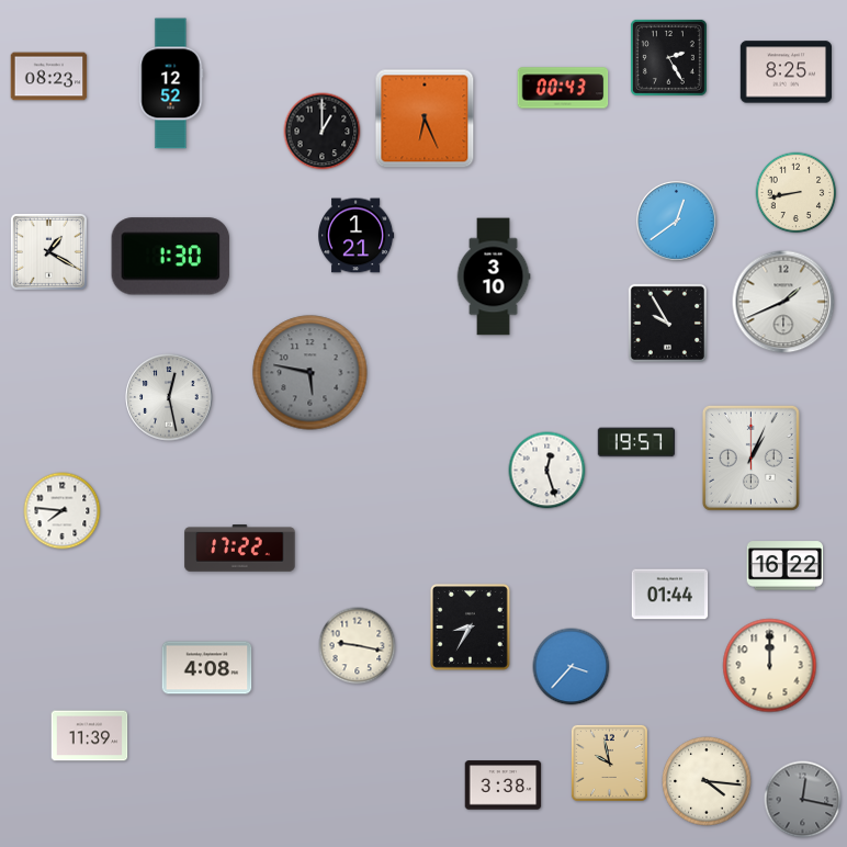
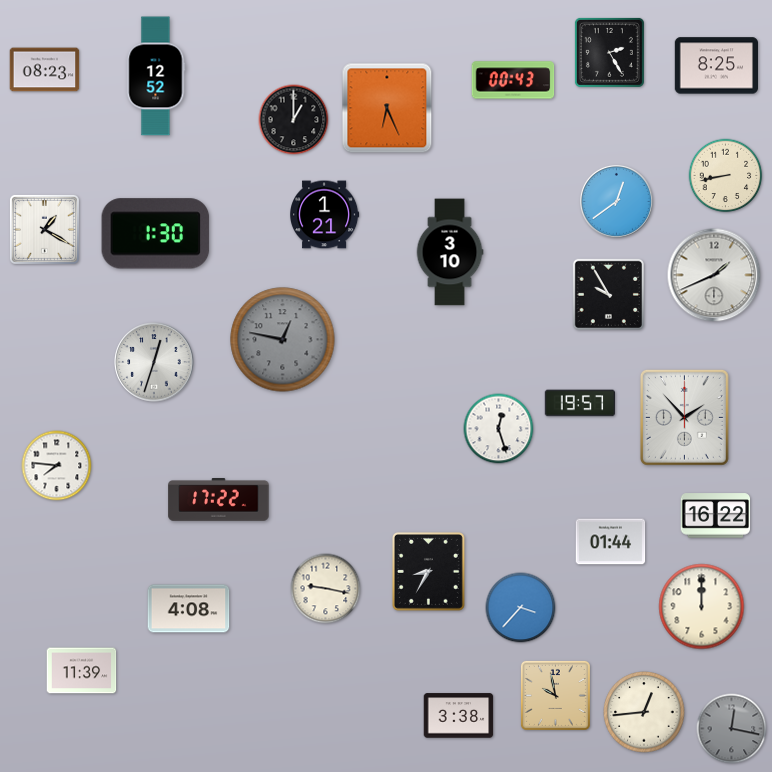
clock at (310, 373): 5:47 -> 12:47
clock at (169, 397): 12:28 -> 12:33
clock at (750, 458): 1:04 -> 1:53
clock at (707, 781): 4:16 -> 12:44
